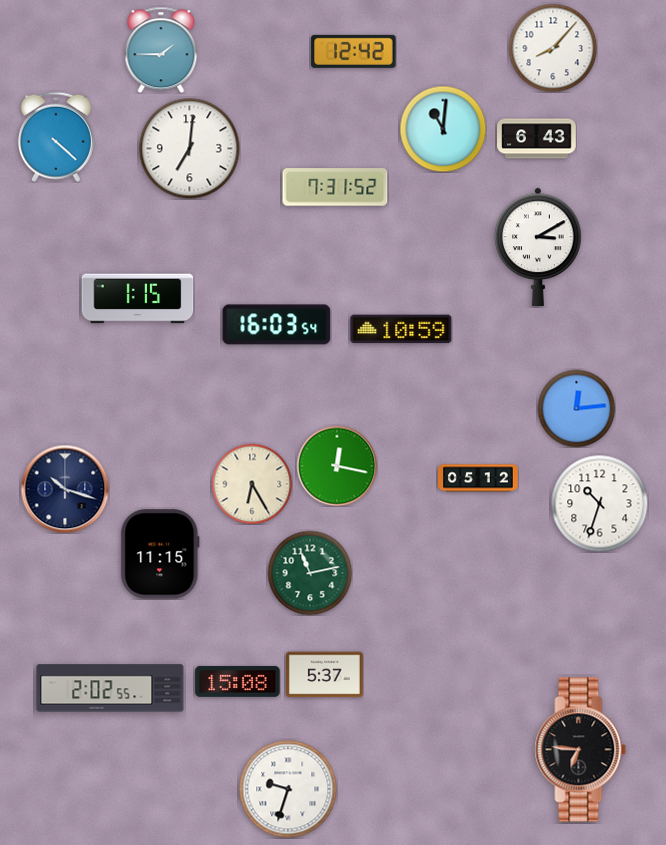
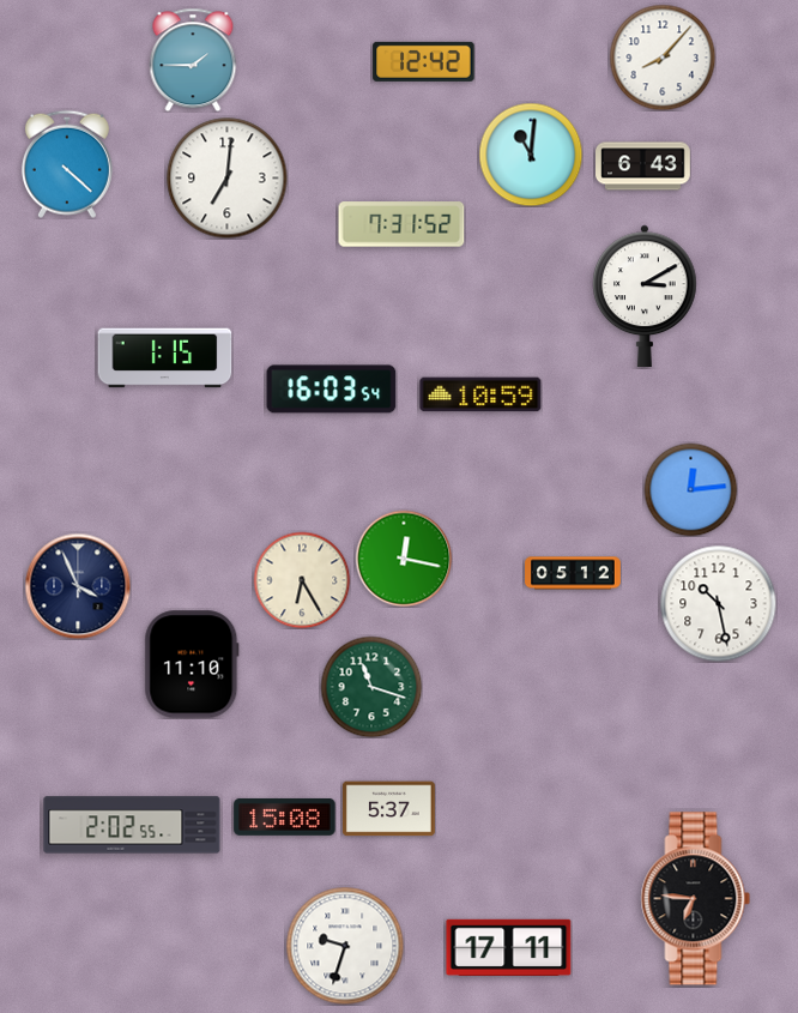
clock at (65, 489): 10:18 -> 3:56
clock at (599, 503): 10:33 -> 10:28
clock at (160, 554): 11:15 -> 11:10
clock at (310, 573): 11:13 -> 11:18
clock at (509, 947): none -> 17:11
